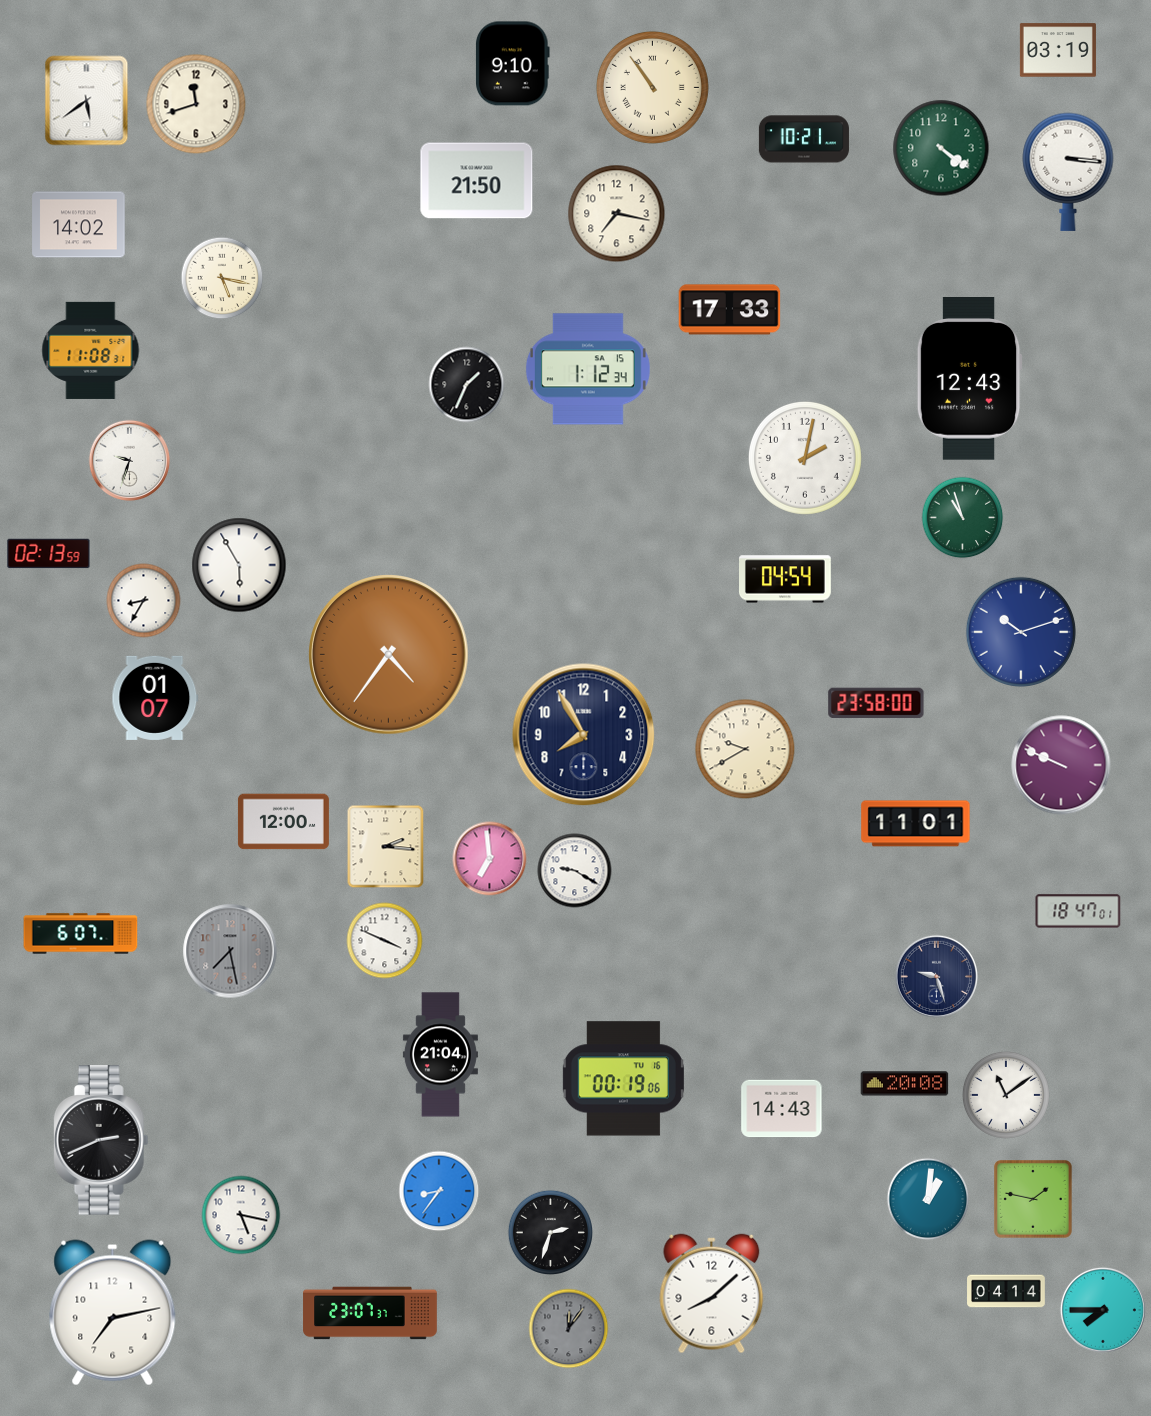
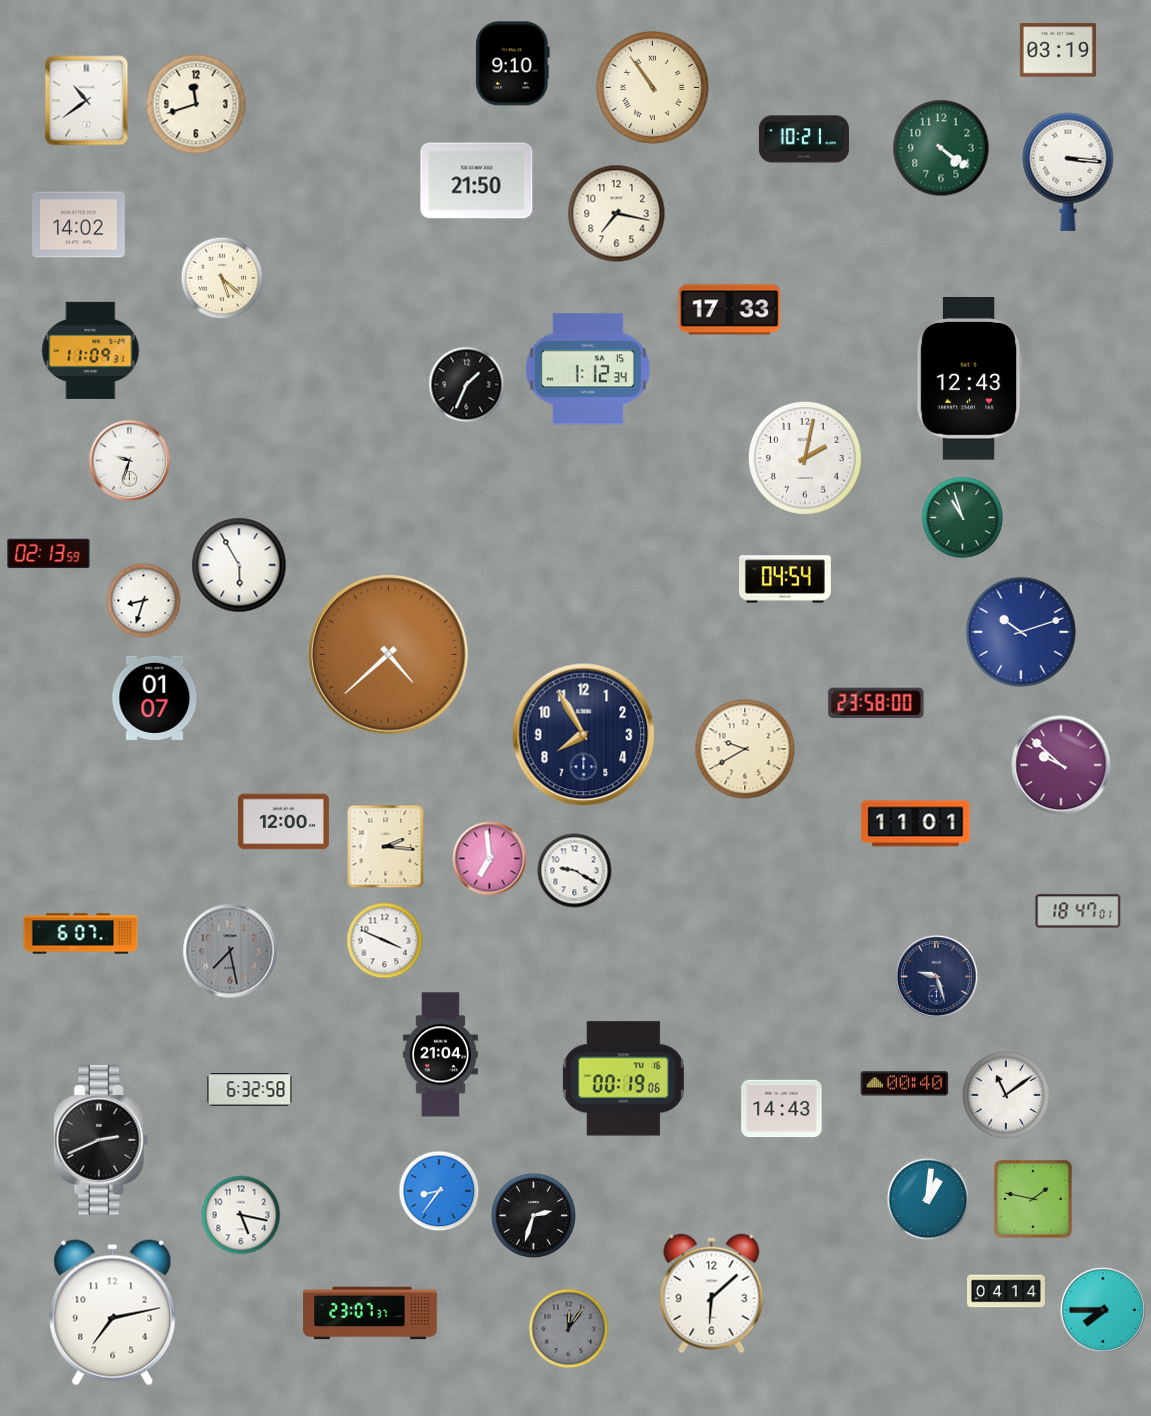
clock at (87, 101): 5:39 -> 10:39
clock at (222, 278): 5:17 -> 5:22
clock at (91, 350): 11:08 -> 11:09
clock at (144, 601): 8:35 -> 8:33
clock at (389, 655): 4:36 -> 4:38
clock at (1061, 765): 9:49 -> 9:52
clock at (905, 1084): 20:08 -> 00:40
clock at (250, 1090): none -> 6:32
clock at (550, 1232) position: (550, 1232) -> (533, 1215)
clock at (712, 1294): 8:08 -> 6:08
